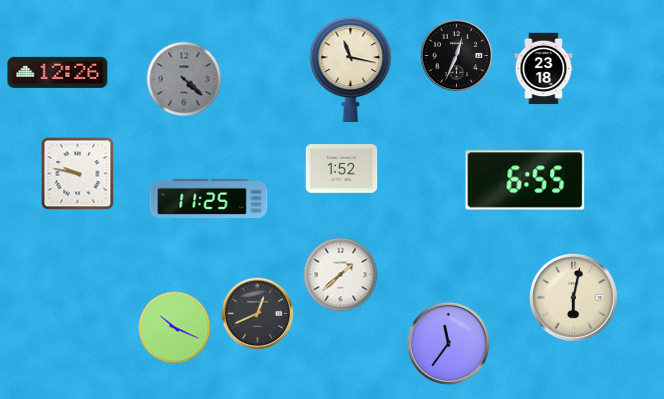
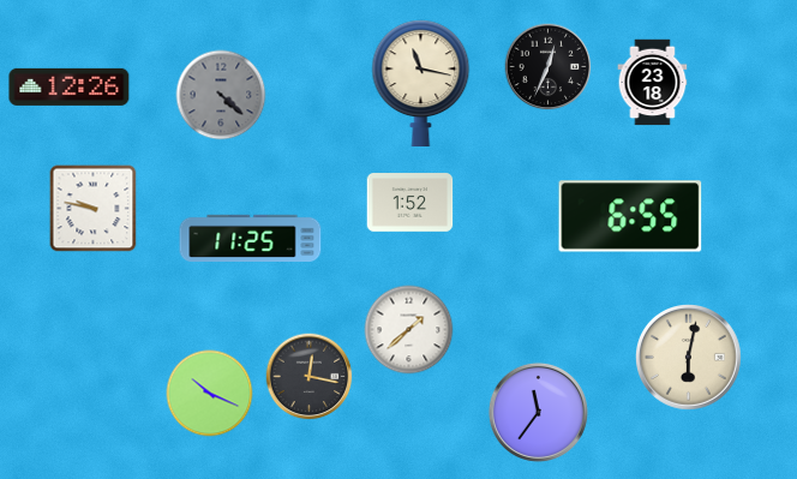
clock at (258, 314): 12:41 -> 12:17
